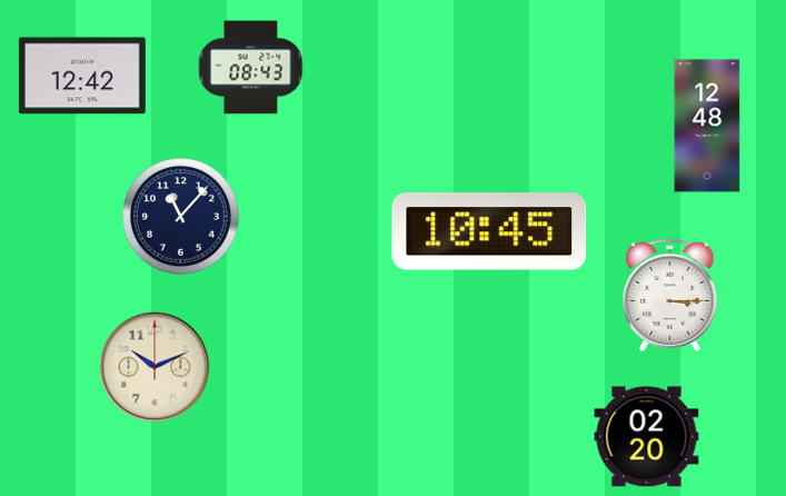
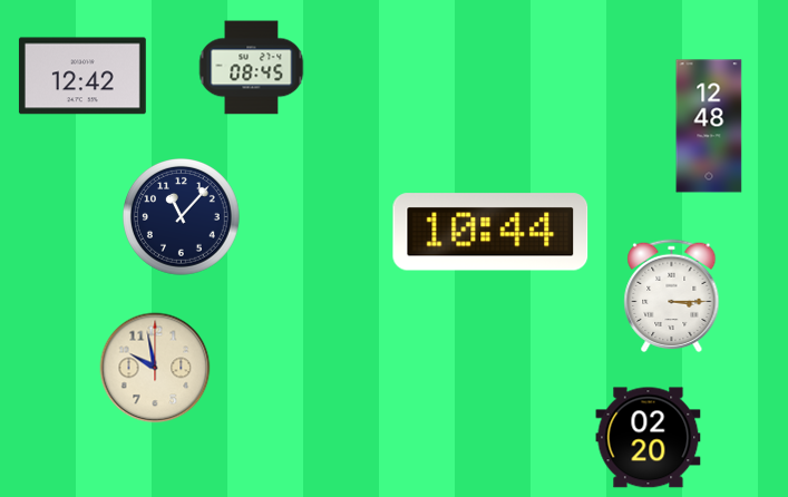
clock at (251, 68): 08:43 -> 08:45
clock at (489, 231): 10:45 -> 10:44
clock at (155, 367): 10:11 -> 9:58
